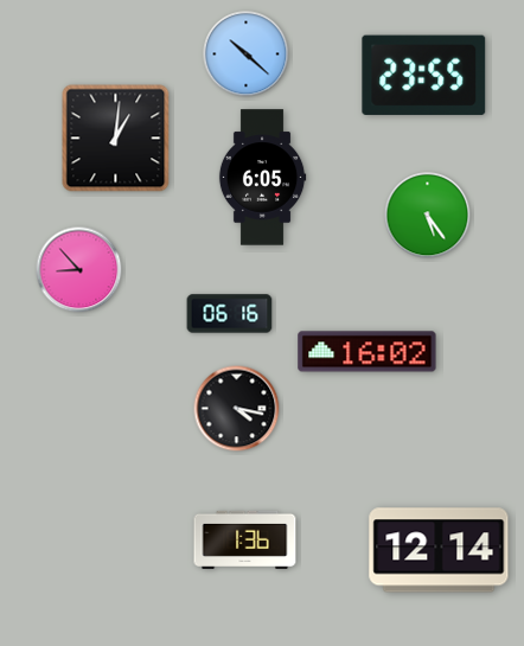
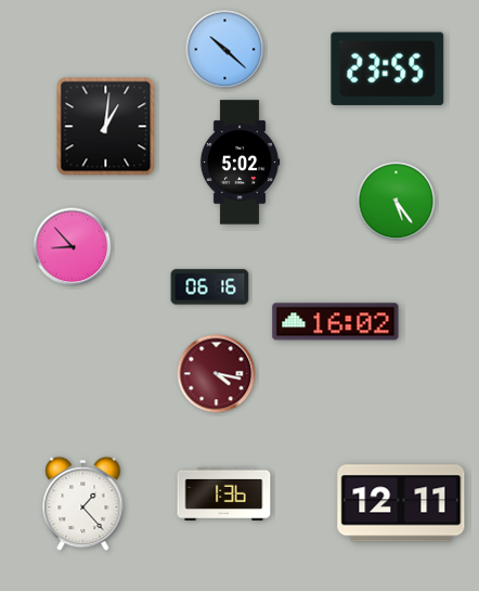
clock at (262, 178): 6:05 -> 5:02
clock at (428, 216) position: (428, 216) -> (397, 202)
clock at (237, 409) dial: black -> burgundy
clock at (439, 550): 12:14 -> 12:11
clock at (83, 504): none -> 1:23
